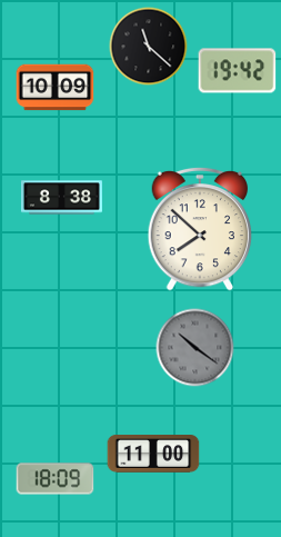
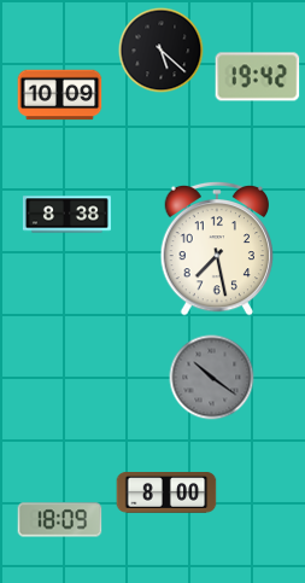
clock at (149, 47): 11:22 -> 5:22
clock at (200, 229): 7:52 -> 7:28
clock at (153, 455): 11:00 -> 8:00
